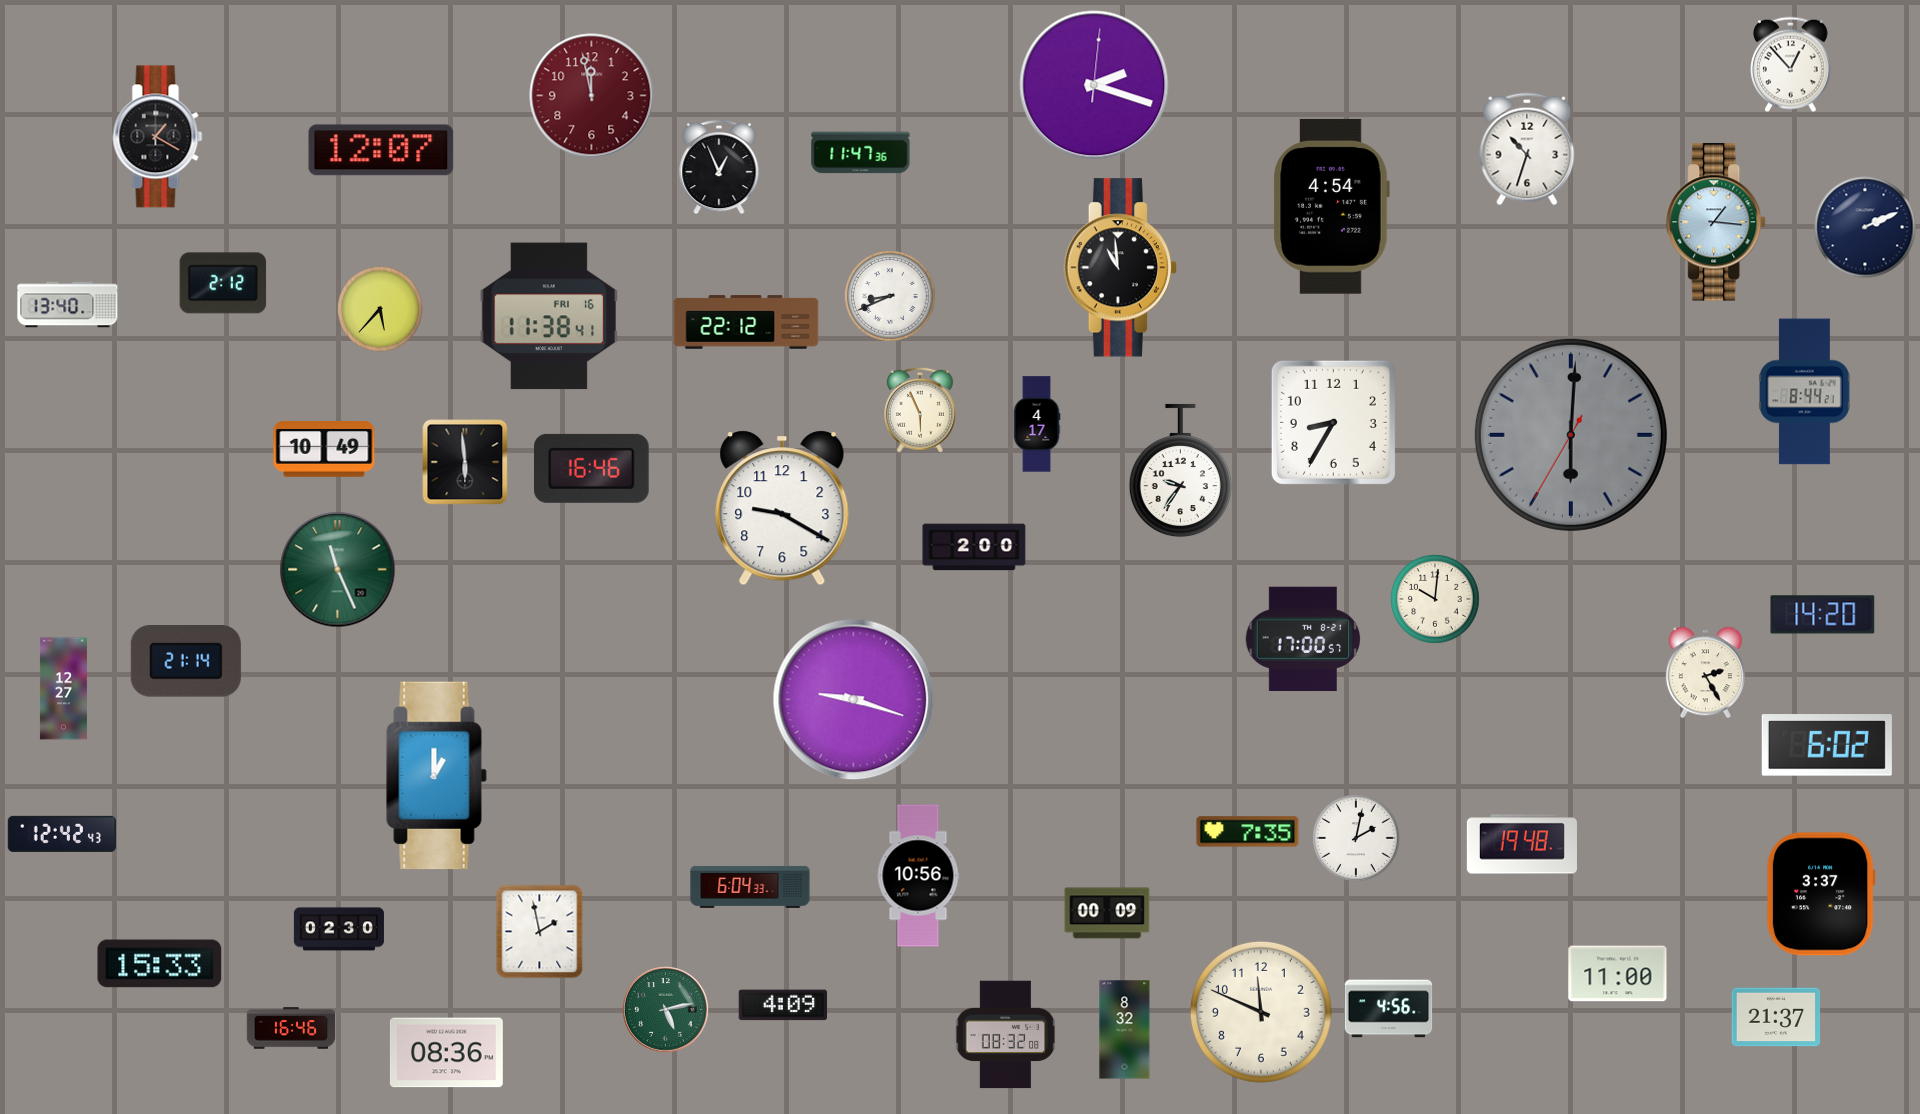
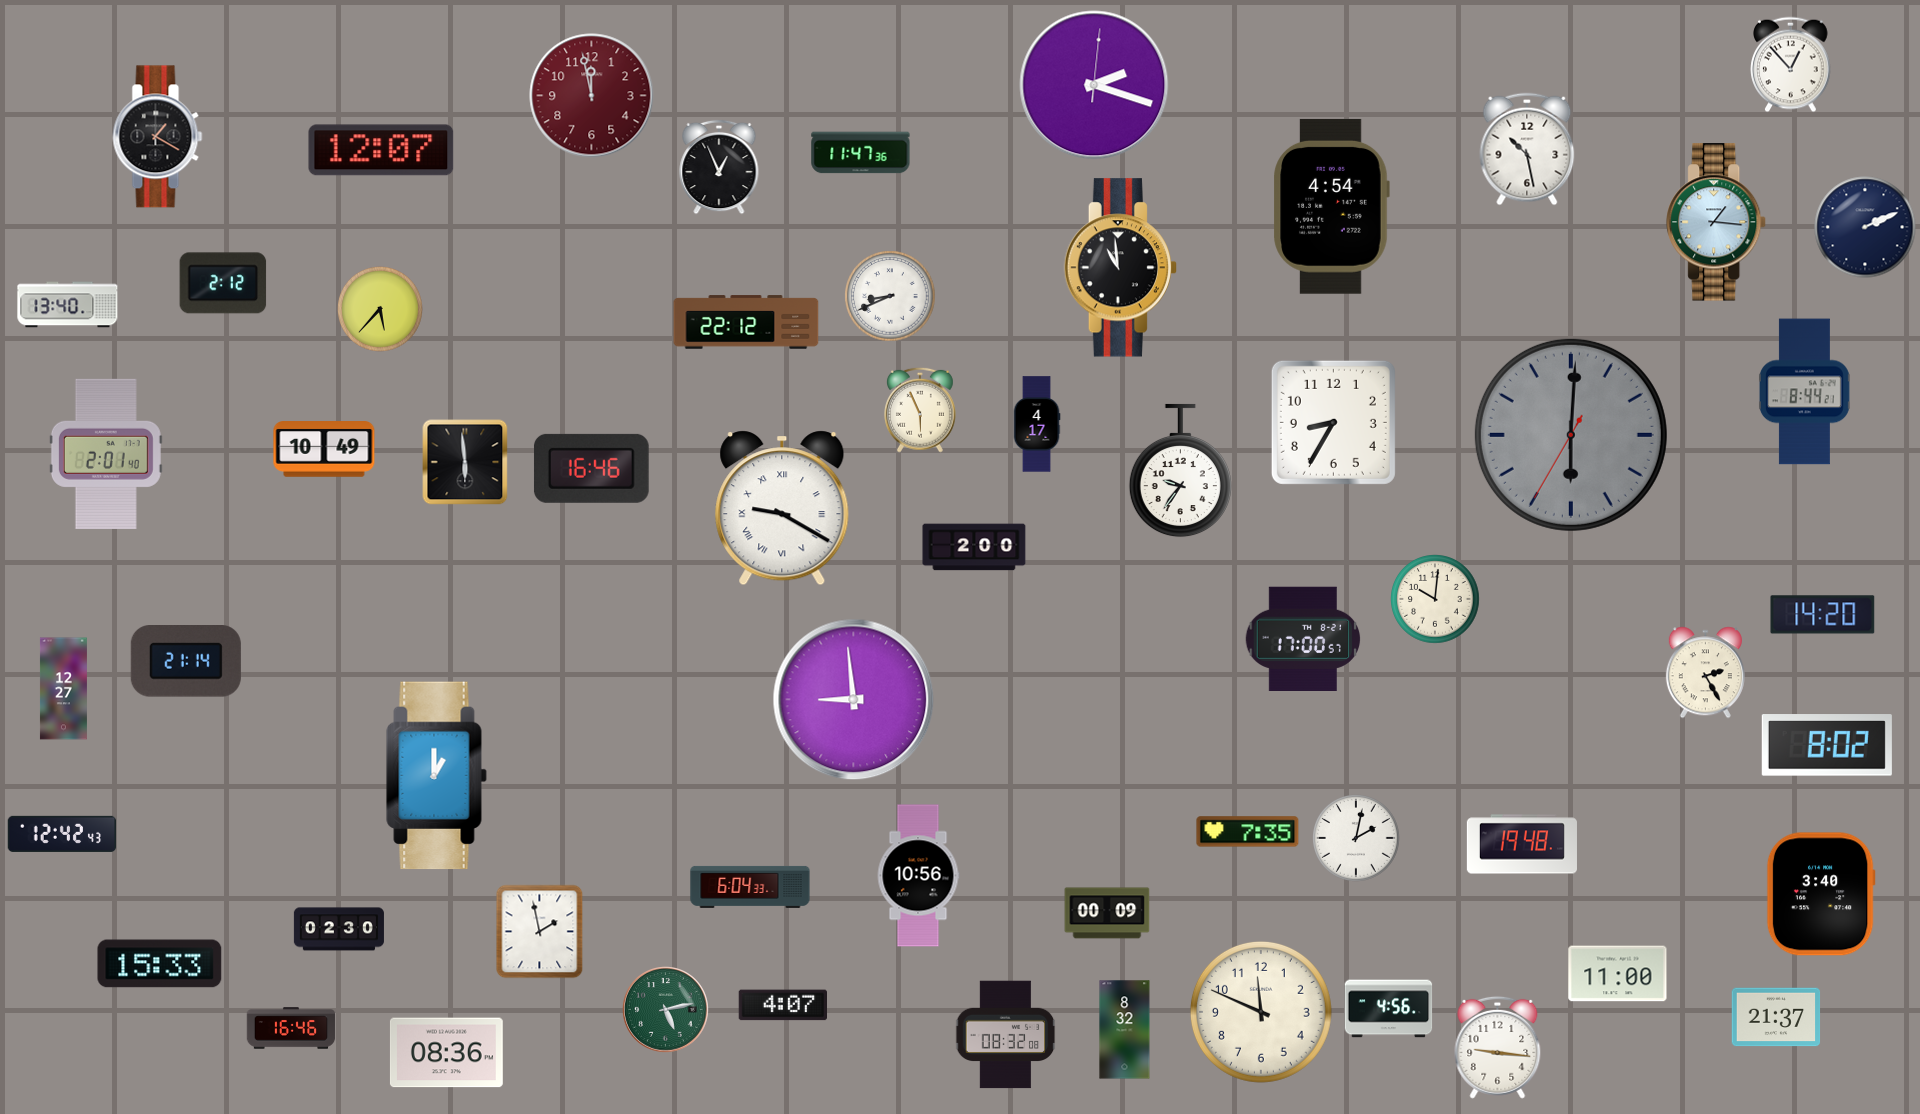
clock at (1527, 149): 10:33 -> 10:28
clock at (549, 316): 11:38 -> none
clock at (106, 454): none -> 2:01
clock at (782, 508) numerals: Arabic -> Roman
clock at (338, 570): 11:26 -> none
clock at (854, 700): 9:18 -> 8:59
clock at (1827, 745): 6:02 -> 8:02
clock at (1821, 894): 3:37 -> 3:40
clock at (782, 1005): 4:09 -> 4:07
clock at (1498, 1047): none -> 9:16
